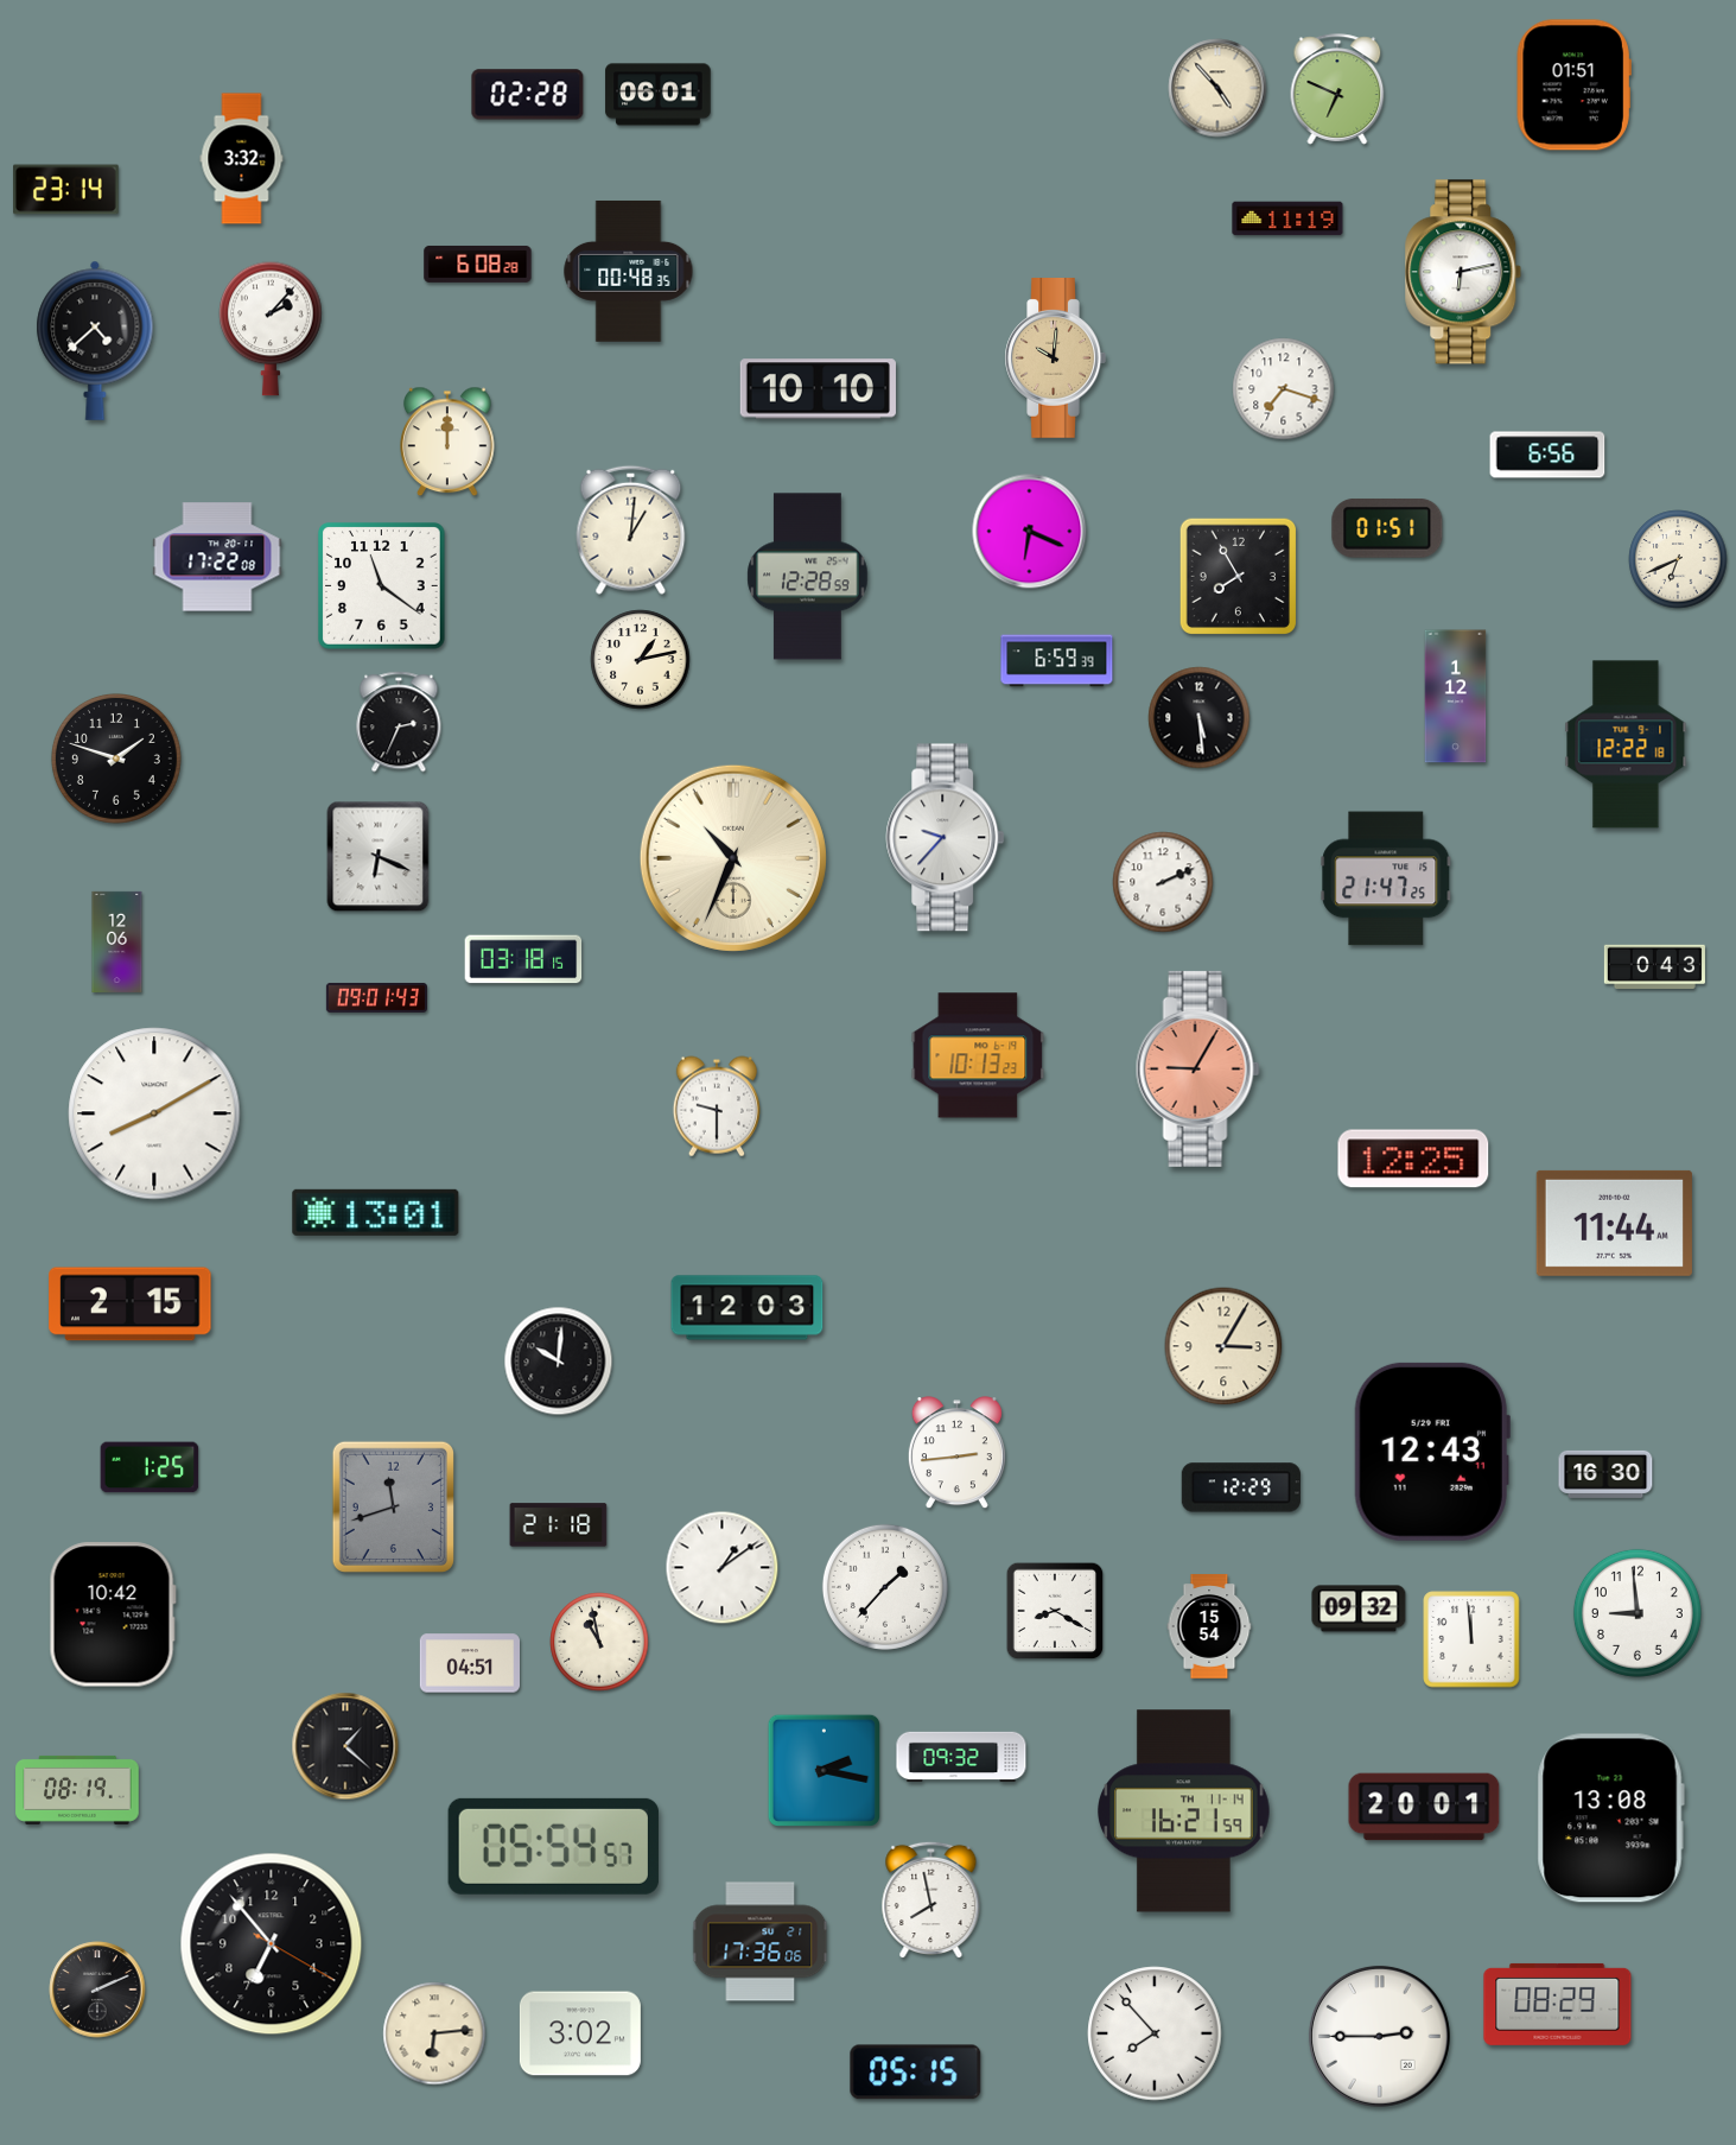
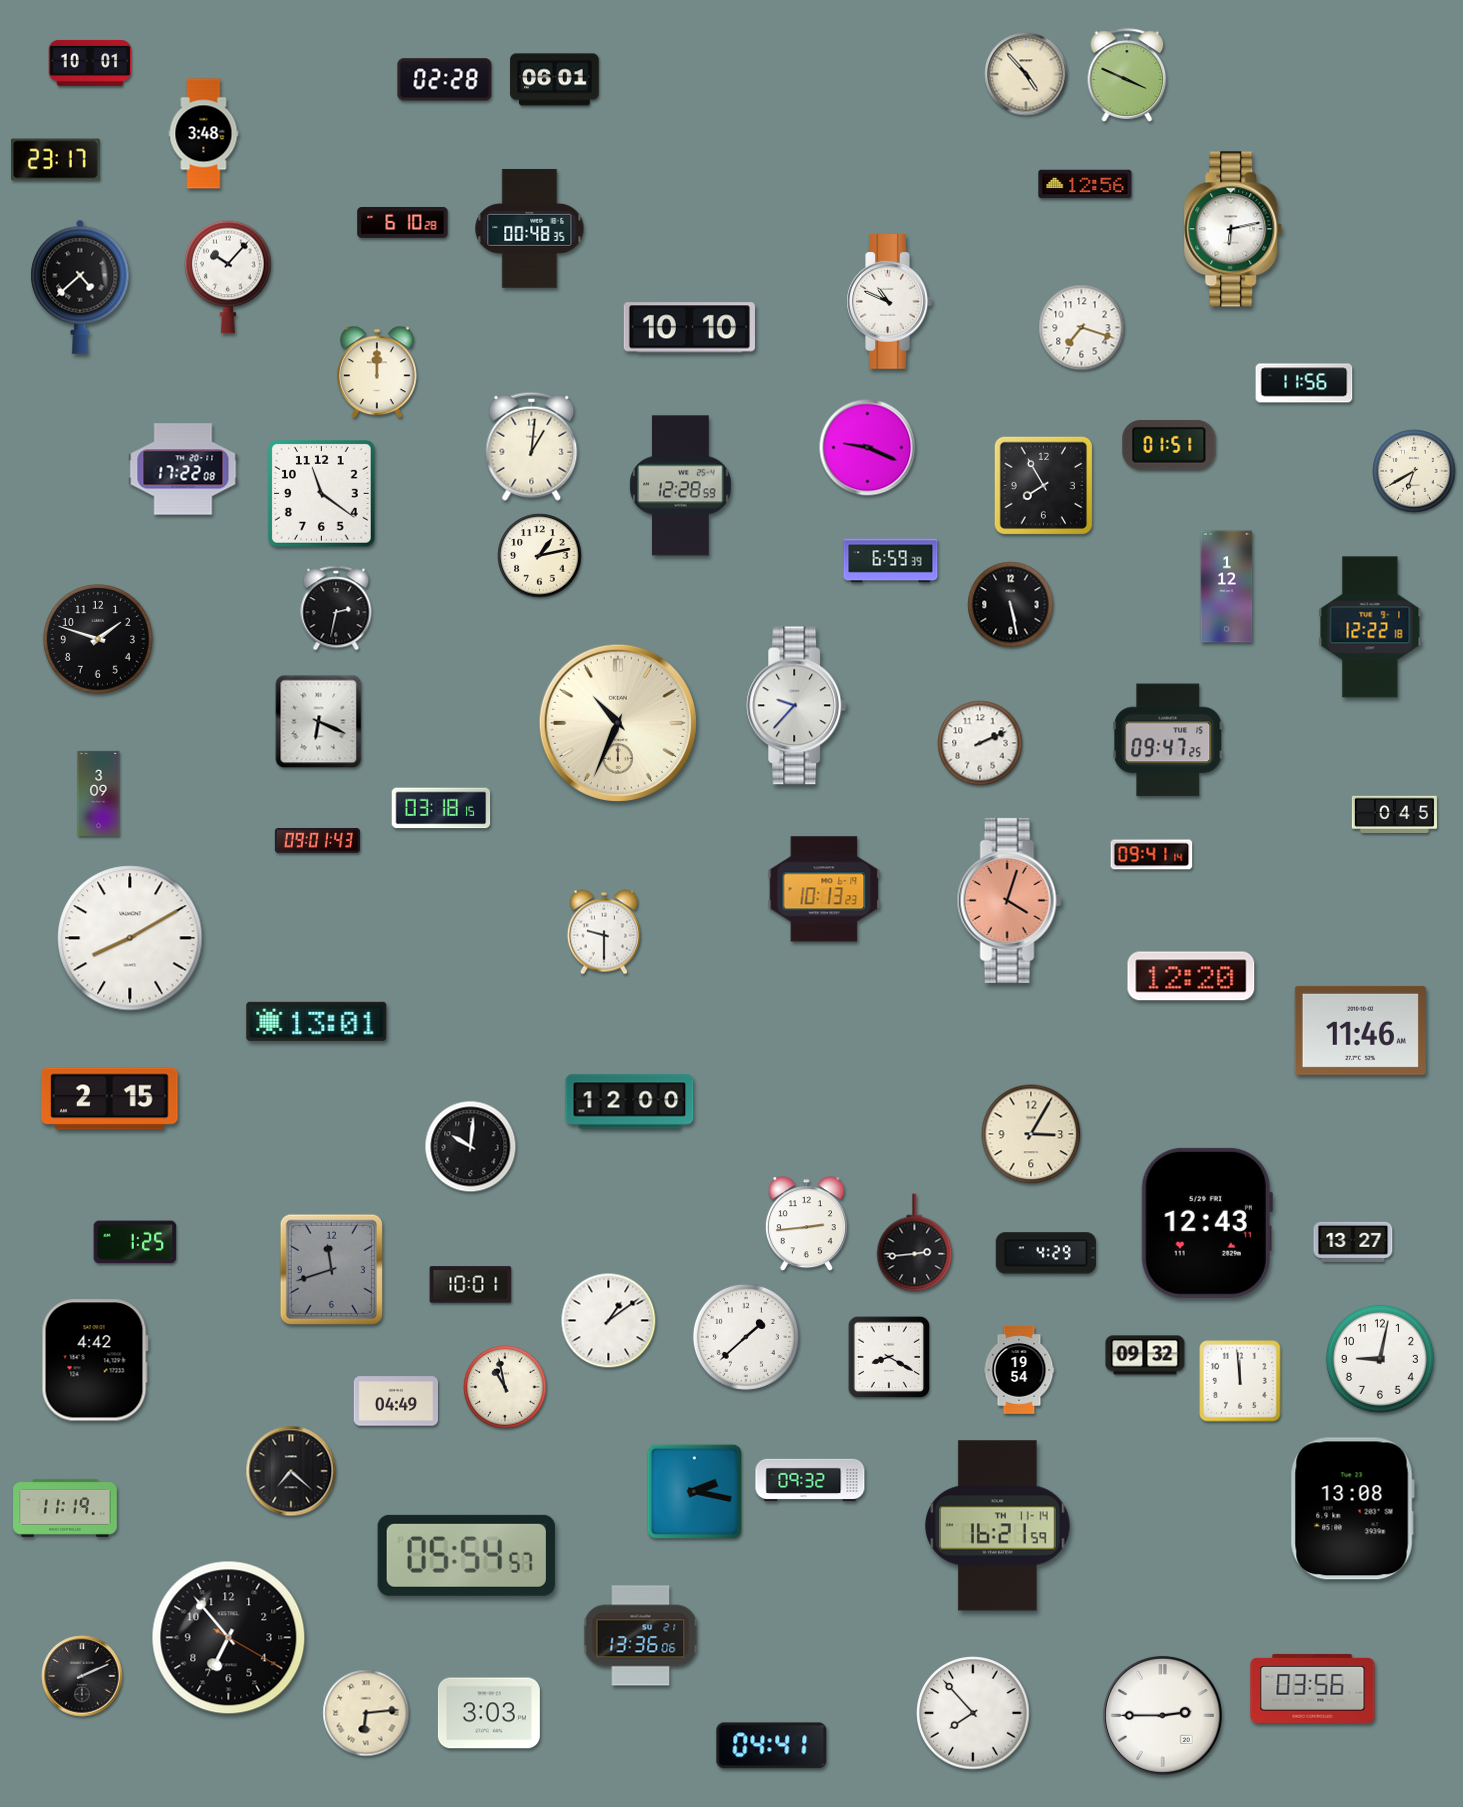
clock at (90, 63): none -> 10:01
clock at (1573, 85): 01:51 -> none
clock at (1337, 89): 6:49 -> 3:49
clock at (242, 159): 3:32 -> 3:48
clock at (66, 190): 23:14 -> 23:17
clock at (1287, 218): 11:19 -> 12:56
clock at (478, 264): 6:08 -> 6:10
clock at (271, 329): 2:07 -> 10:07
clock at (1055, 358): 10:01 -> 10:49
clock at (1055, 358) dial: champagne -> white
clock at (1547, 455): 6:56 -> 11:56
clock at (1030, 532): 6:19 -> 9:19
clock at (1678, 559): 6:41 -> 6:40
clock at (1057, 661) position: (1057, 661) -> (891, 561)
clock at (1200, 718): 5:29 -> 5:28
clock at (399, 722): 2:34 -> 2:32
clock at (1386, 878): 21:47 -> 09:47
clock at (117, 941): 12:06 -> 3:09
clock at (1654, 966): 0:43 -> 0:45
clock at (1152, 855): none -> 09:41
clock at (1197, 1068): 9:05 -> 4:03
clock at (1413, 1159): 12:25 -> 12:20
clock at (1614, 1223): 11:44 -> 11:46
clock at (748, 1308): 12:03 -> 12:00
clock at (150, 1467) position: (150, 1467) -> (135, 1242)
clock at (1605, 1474): 16:30 -> 13:27
clock at (915, 1243): none -> 2:44
clock at (1241, 1487): 12:29 -> 4:29
clock at (559, 1525): 21:18 -> 10:01
clock at (885, 1587): 1:37 -> 1:38
clock at (1638, 1613): 8:59 -> 9:02
clock at (113, 1614): 10:42 -> 4:42
clock at (1209, 1626): 15:54 -> 19:54
clock at (599, 1642) position: (599, 1642) -> (505, 1387)
clock at (470, 1663): 04:51 -> 04:49
clock at (345, 1746): 1:22 -> 7:22
clock at (77, 1790): 08:19 -> 11:19
clock at (1424, 1807): 20:01 -> none
clock at (1610, 1819) position: (1610, 1819) -> (1352, 1509)
clock at (931, 1900): 7:58 -> none
clock at (761, 1942): 17:36 -> 13:36
clock at (1558, 2004): 08:29 -> 03:56
clock at (580, 2033): 3:02 -> 3:03
clock at (916, 2073): 05:15 -> 04:41
